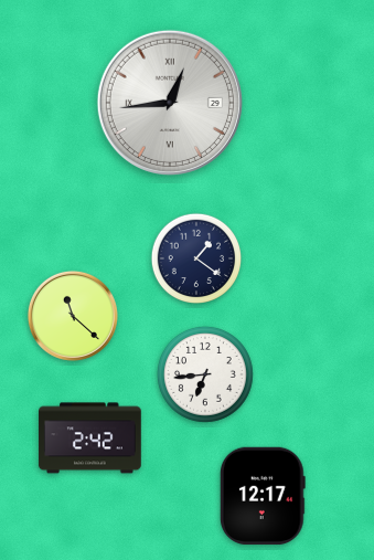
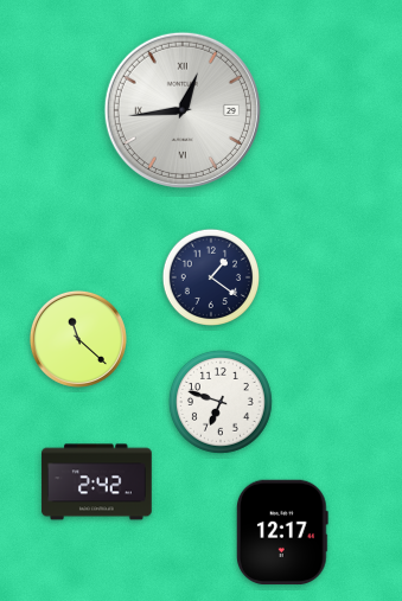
clock at (205, 374): 6:44 -> 6:48
clock at (90, 439) position: (90, 439) -> (97, 482)
